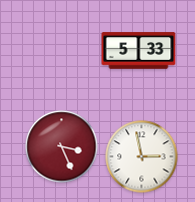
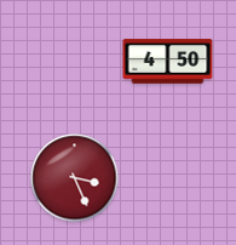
clock at (139, 51): 5:33 -> 4:50
clock at (142, 157): 2:58 -> none
